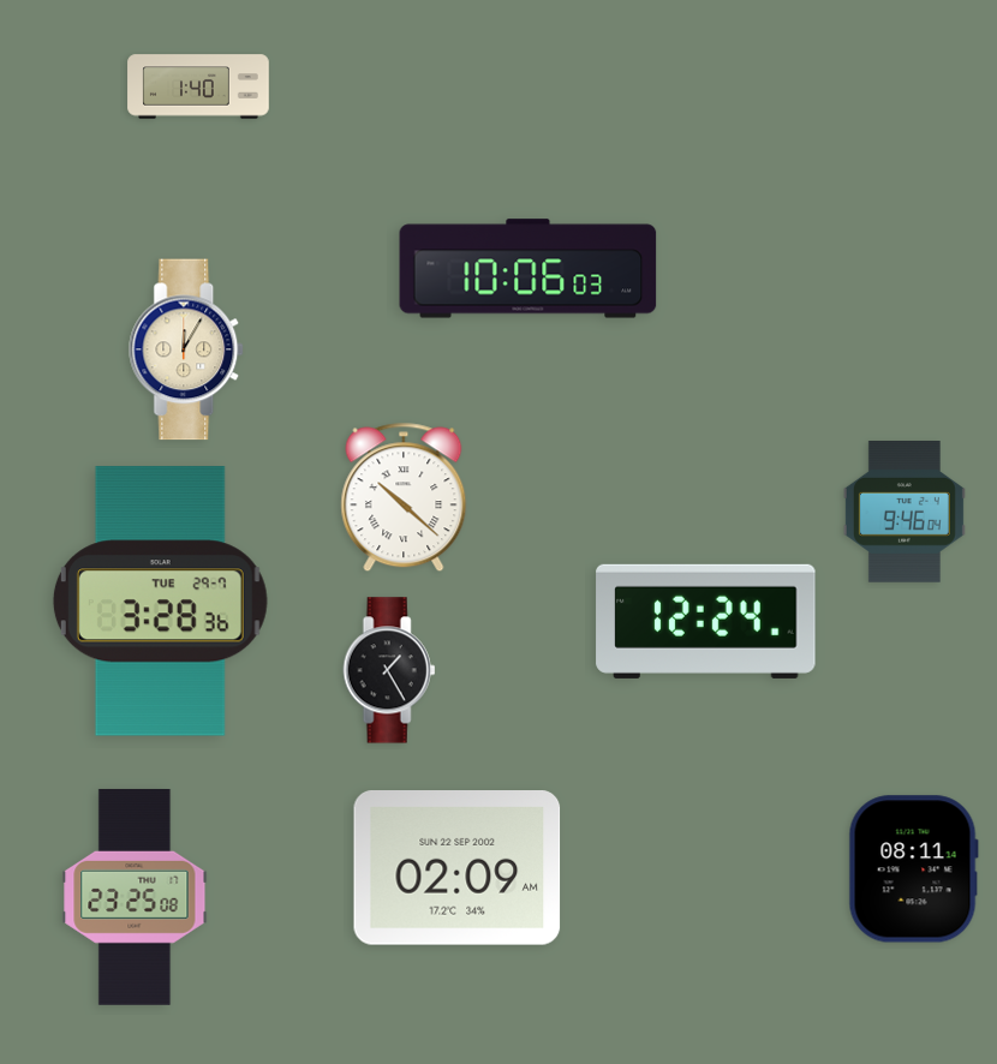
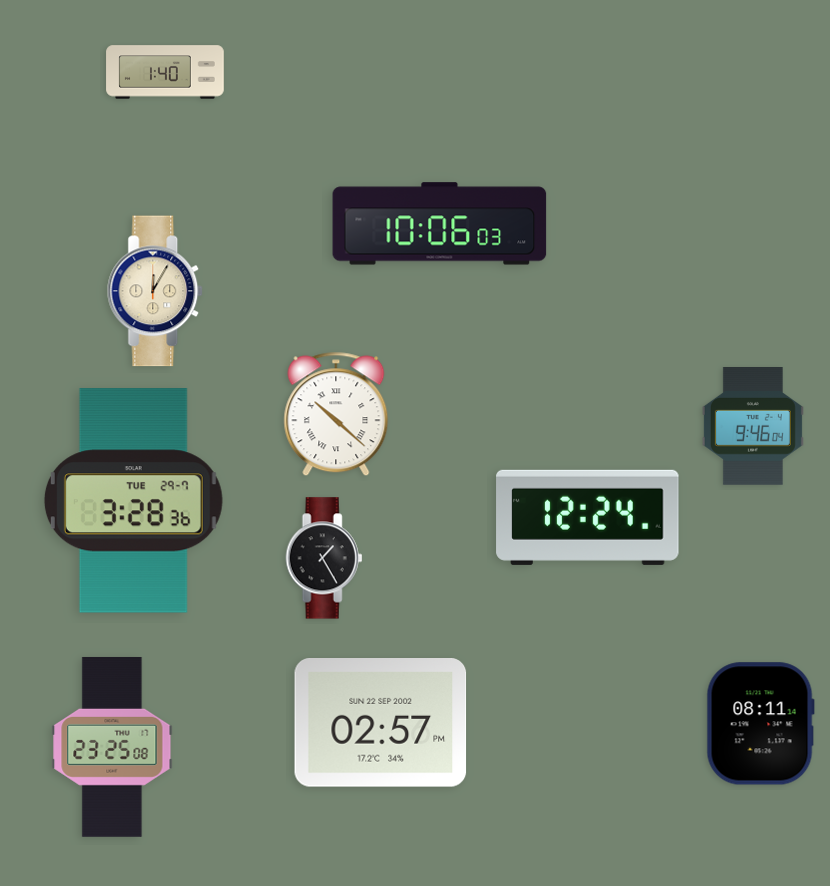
clock at (458, 868): 02:09 -> 02:57
